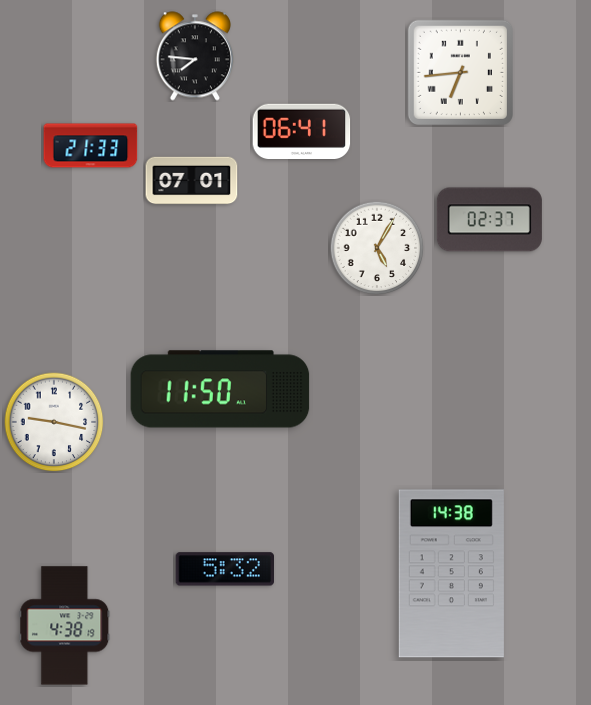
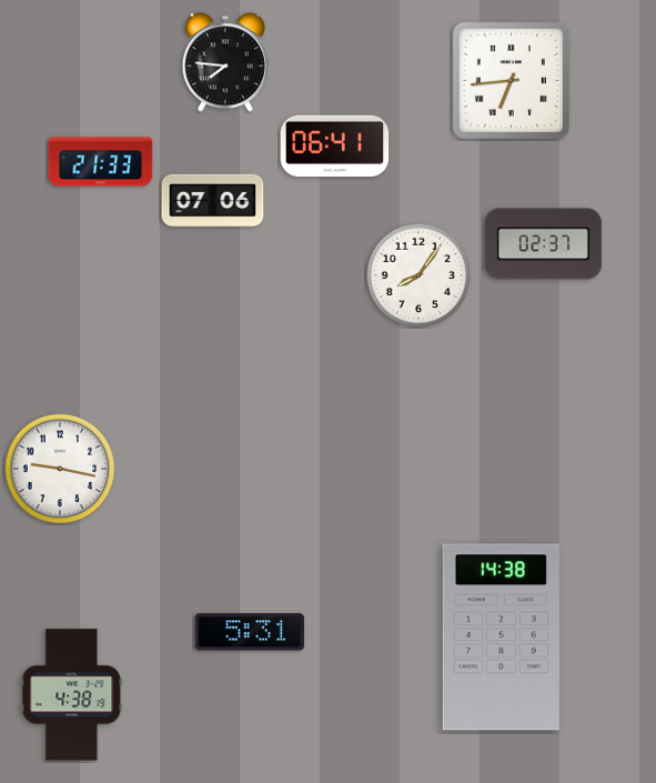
clock at (195, 56) position: (195, 56) -> (225, 62)
clock at (192, 181): 07:01 -> 07:06
clock at (377, 248): 5:05 -> 8:06
clock at (220, 389): 11:50 -> none
clock at (224, 569): 5:32 -> 5:31
